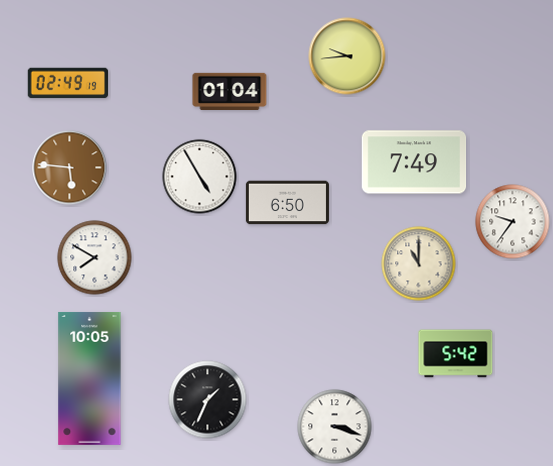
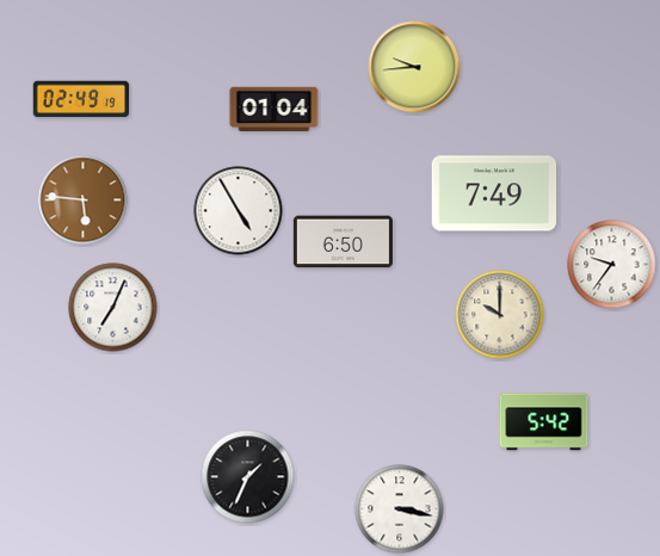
clock at (95, 258): 7:50 -> 7:04
clock at (419, 264): 11:00 -> 10:00
clock at (90, 378): 10:05 -> none
clock at (335, 427): 3:18 -> 3:17
